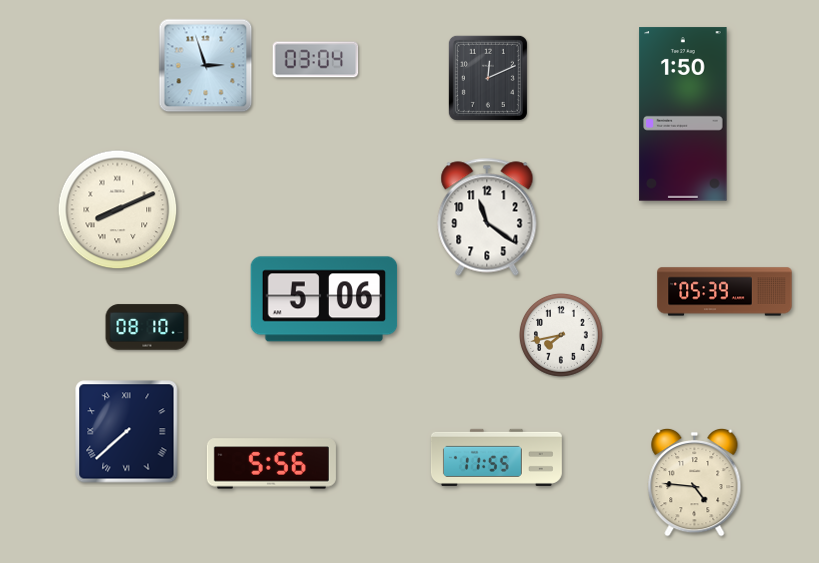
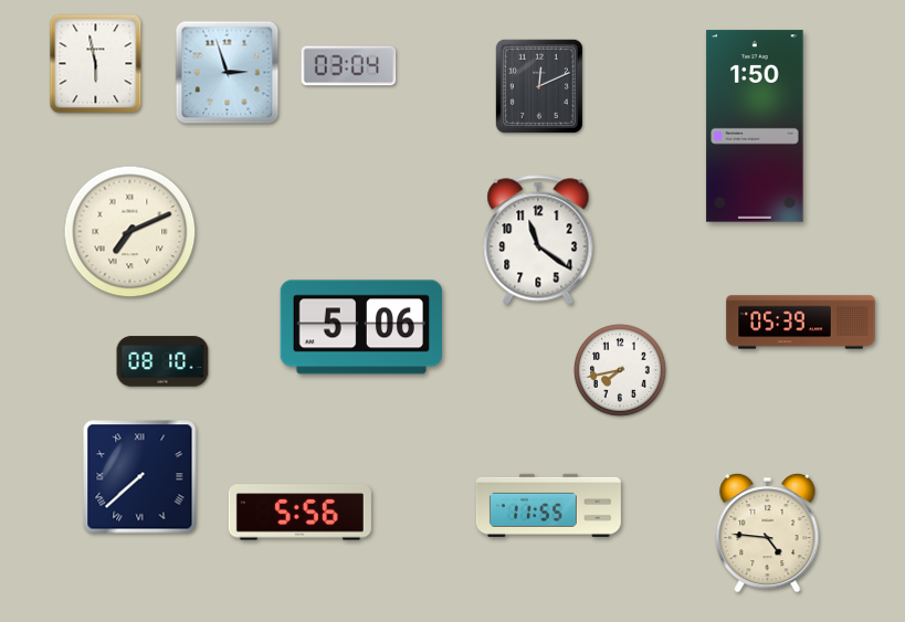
clock at (96, 64): none -> 5:58
clock at (118, 210): 8:11 -> 7:11
clock at (324, 299) position: (324, 299) -> (361, 327)
